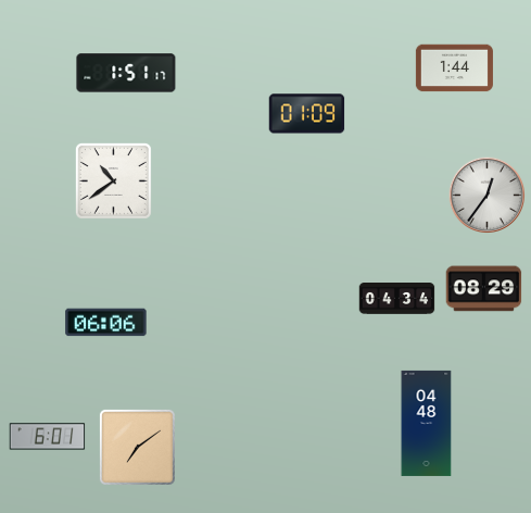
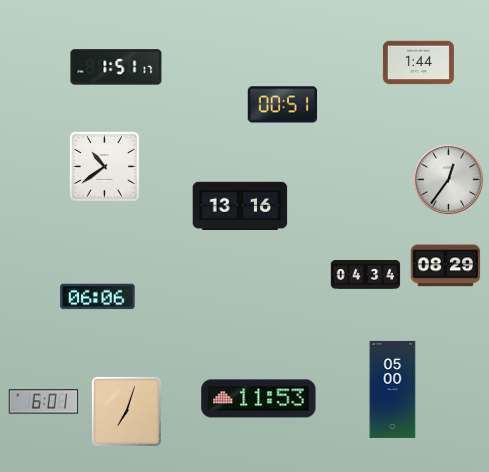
clock at (307, 114): 01:09 -> 00:51
clock at (240, 206): none -> 13:16
clock at (427, 423): 04:48 -> 05:00
clock at (259, 399): none -> 11:53
clock at (137, 447): 7:09 -> 7:03
